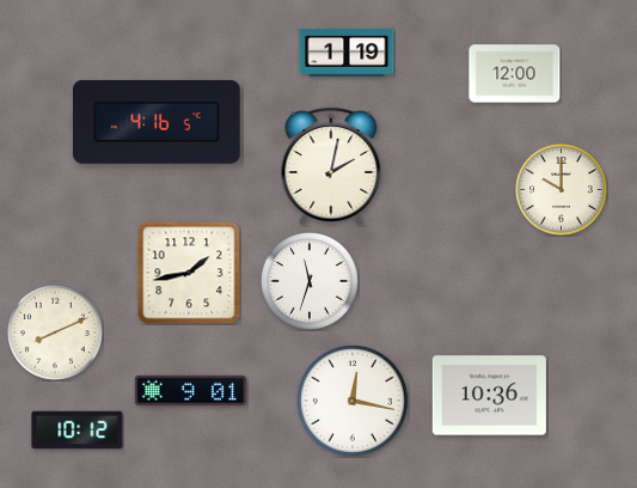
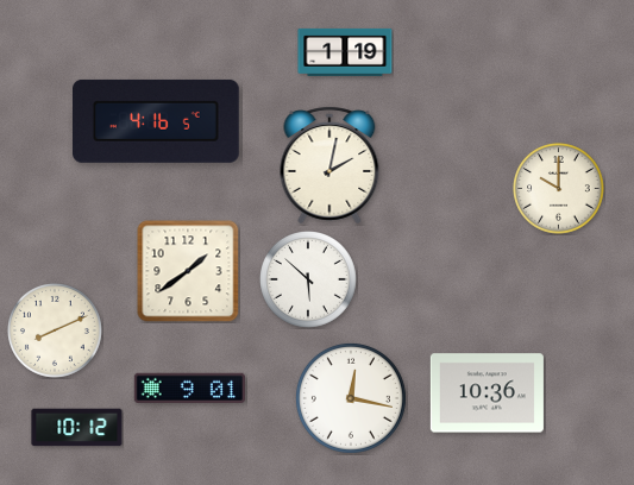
clock at (515, 74): 12:00 -> none
clock at (189, 273): 1:43 -> 1:39
clock at (311, 282): 11:33 -> 5:52
